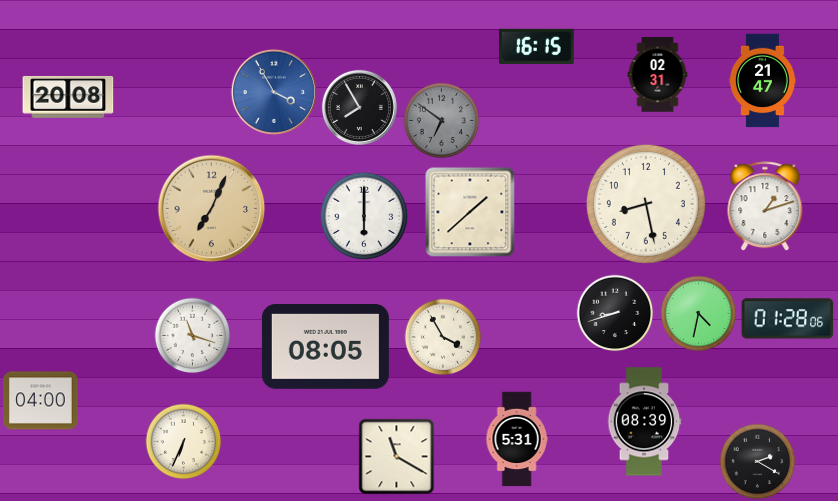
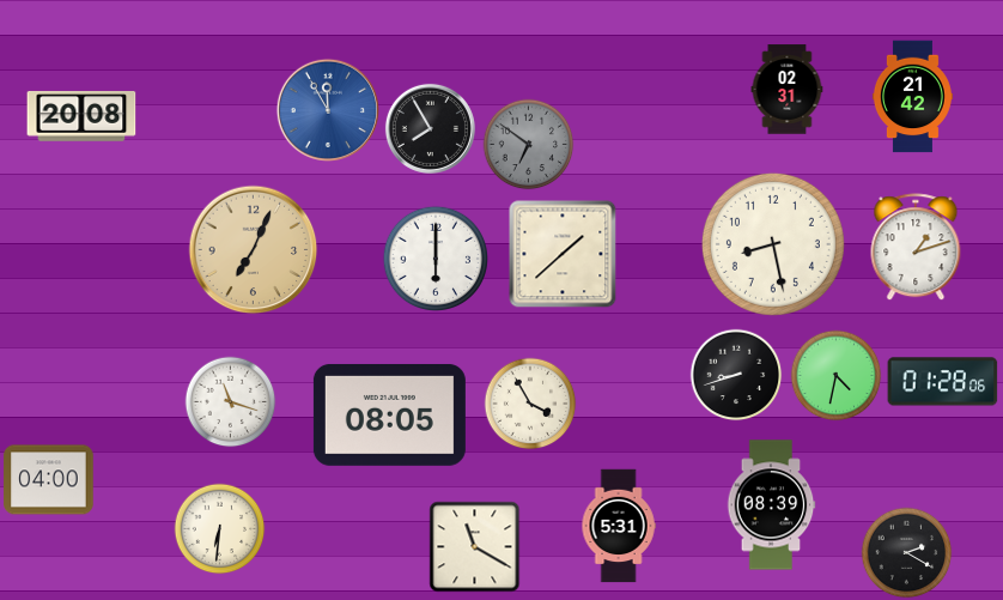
clock at (537, 46): 16:15 -> none
clock at (762, 81): 21:47 -> 21:42
clock at (274, 92): 3:55 -> 11:55
clock at (184, 442): 6:34 -> 6:31
